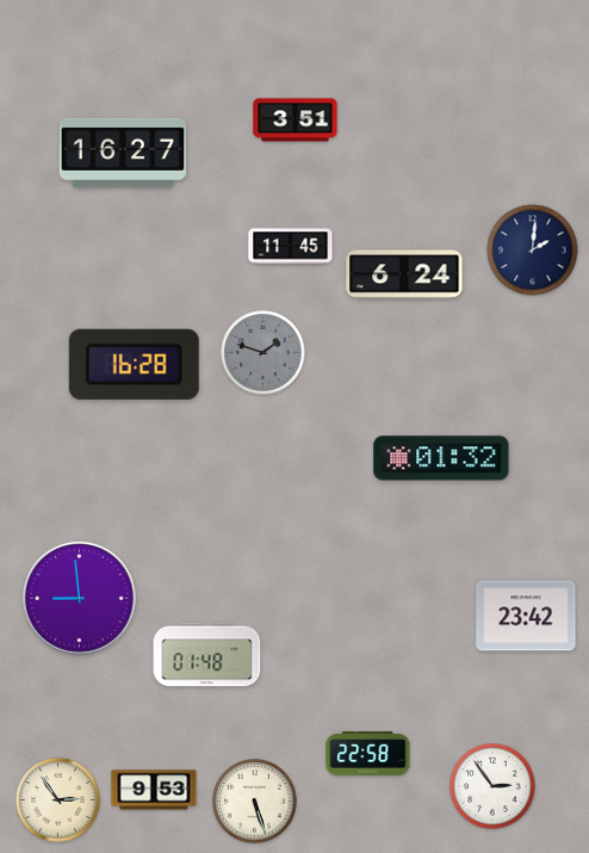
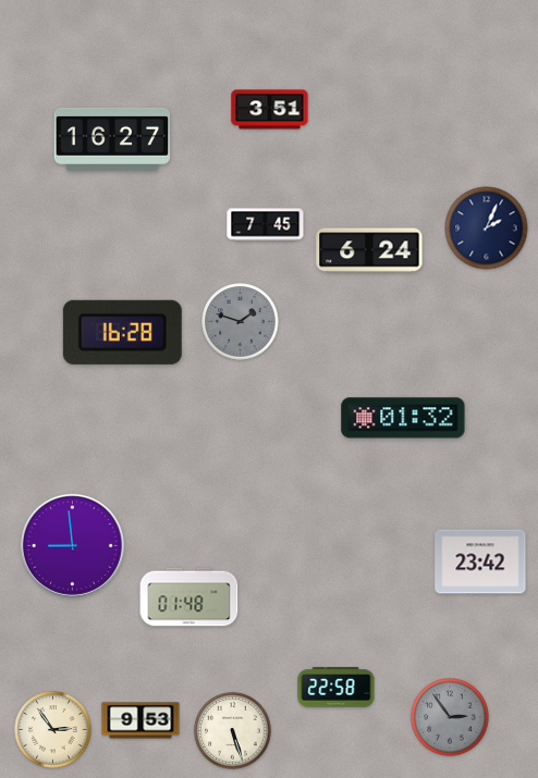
clock at (291, 247): 11:45 -> 7:45
clock at (533, 251): 2:01 -> 2:04
clock at (492, 786) dial: white -> grey
